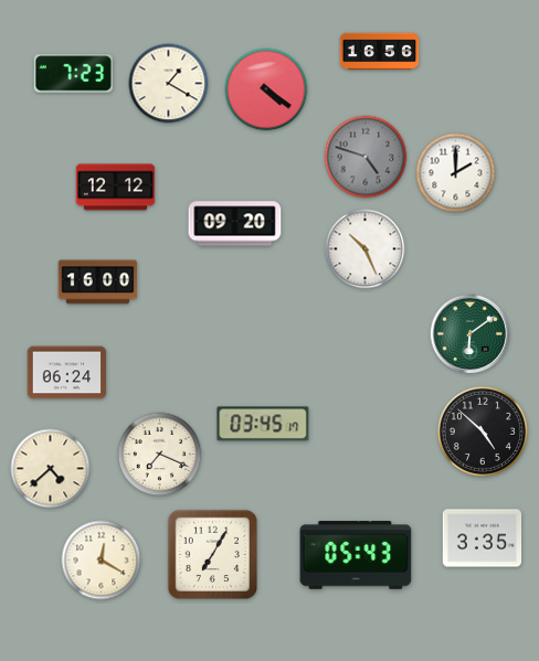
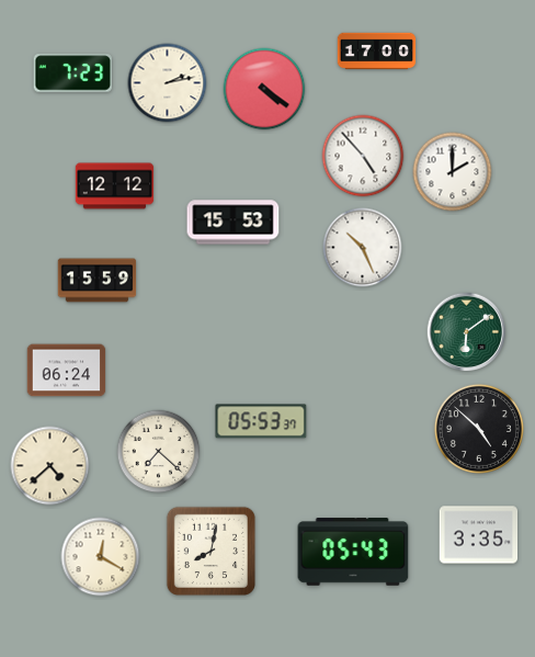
clock at (380, 52): 16:56 -> 17:00
clock at (169, 84): 1:20 -> 2:13
clock at (366, 157): 4:48 -> 4:53
clock at (366, 157) dial: grey -> white
clock at (235, 224): 09:20 -> 15:53
clock at (98, 282): 16:00 -> 15:59
clock at (263, 424): 03:45 -> 05:53
clock at (160, 455): 7:19 -> 7:22
clock at (212, 554): 7:05 -> 8:02
